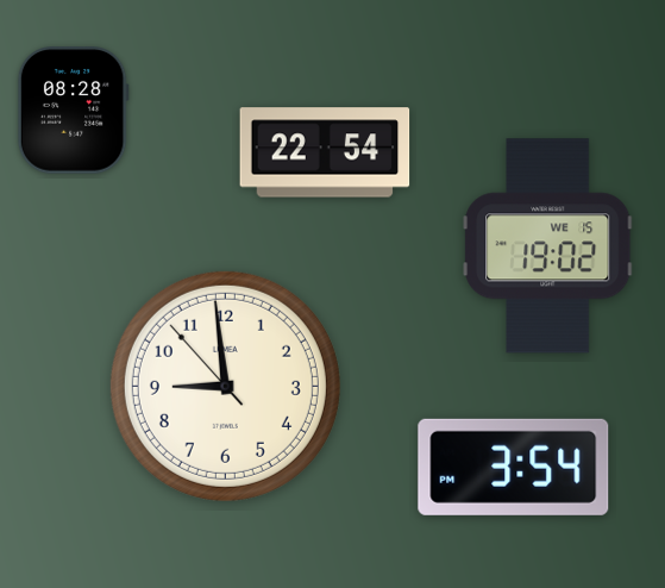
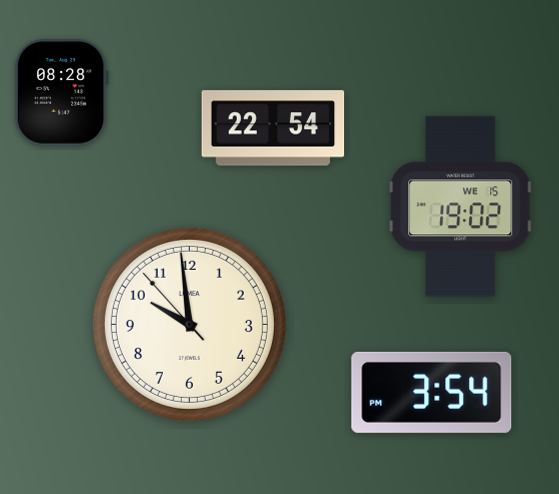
clock at (225, 386): 8:58 -> 9:58
